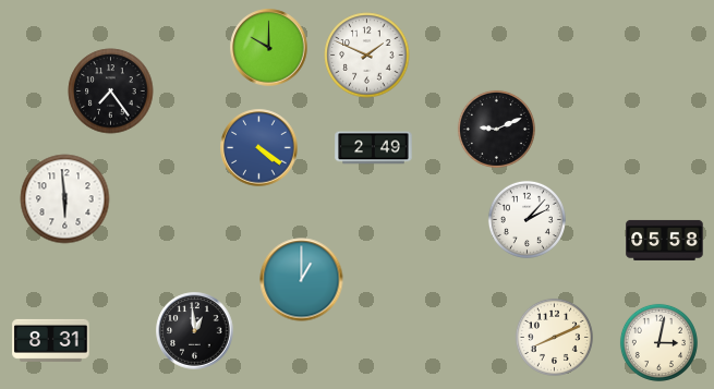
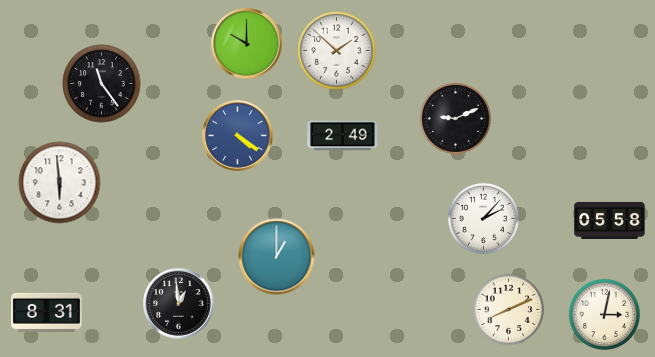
clock at (367, 56): 1:49 -> 1:52
clock at (111, 92): 7:24 -> 11:24
clock at (527, 219) position: (527, 219) -> (483, 218)
